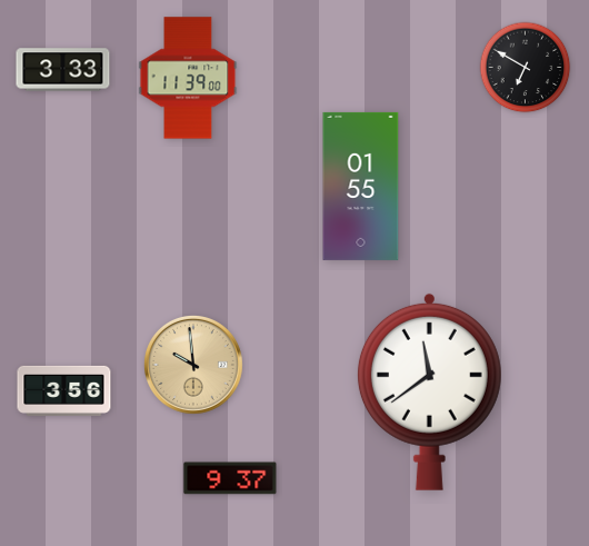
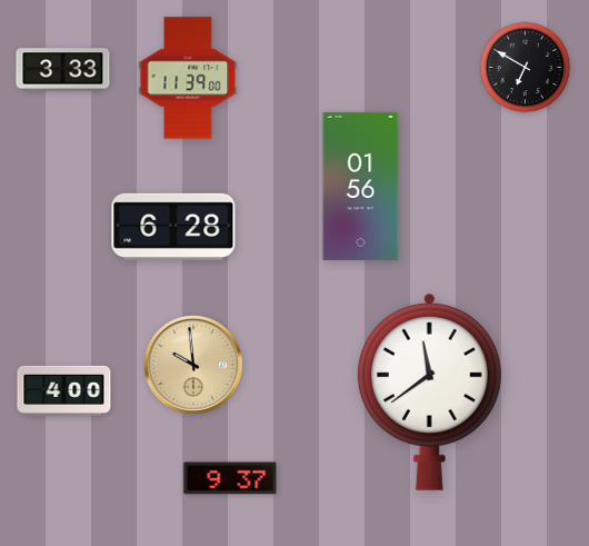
clock at (361, 186): 01:55 -> 01:56
clock at (173, 227): none -> 6:28
clock at (64, 390): 3:56 -> 4:00
